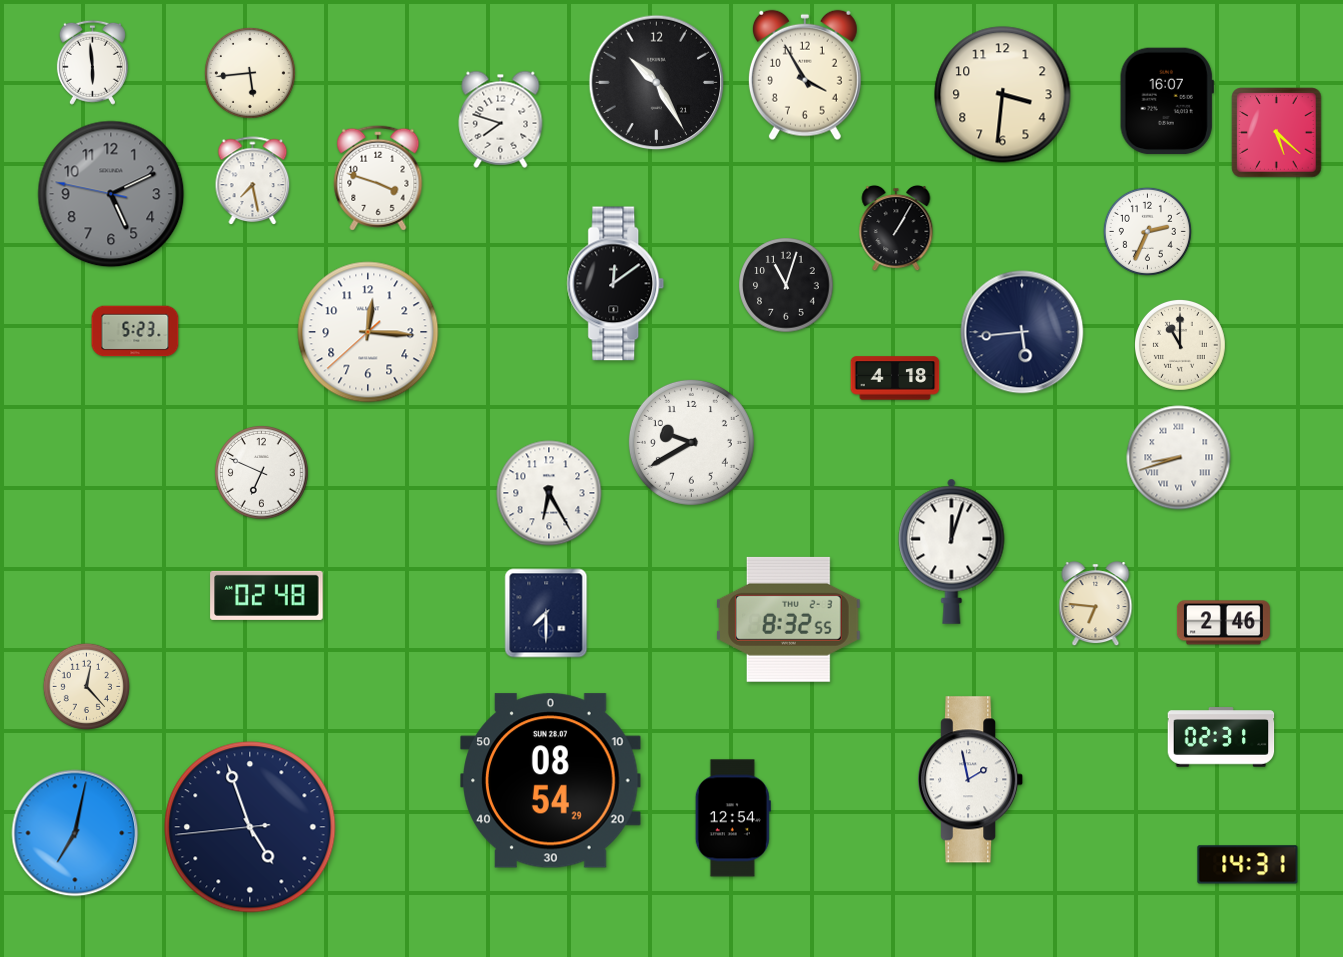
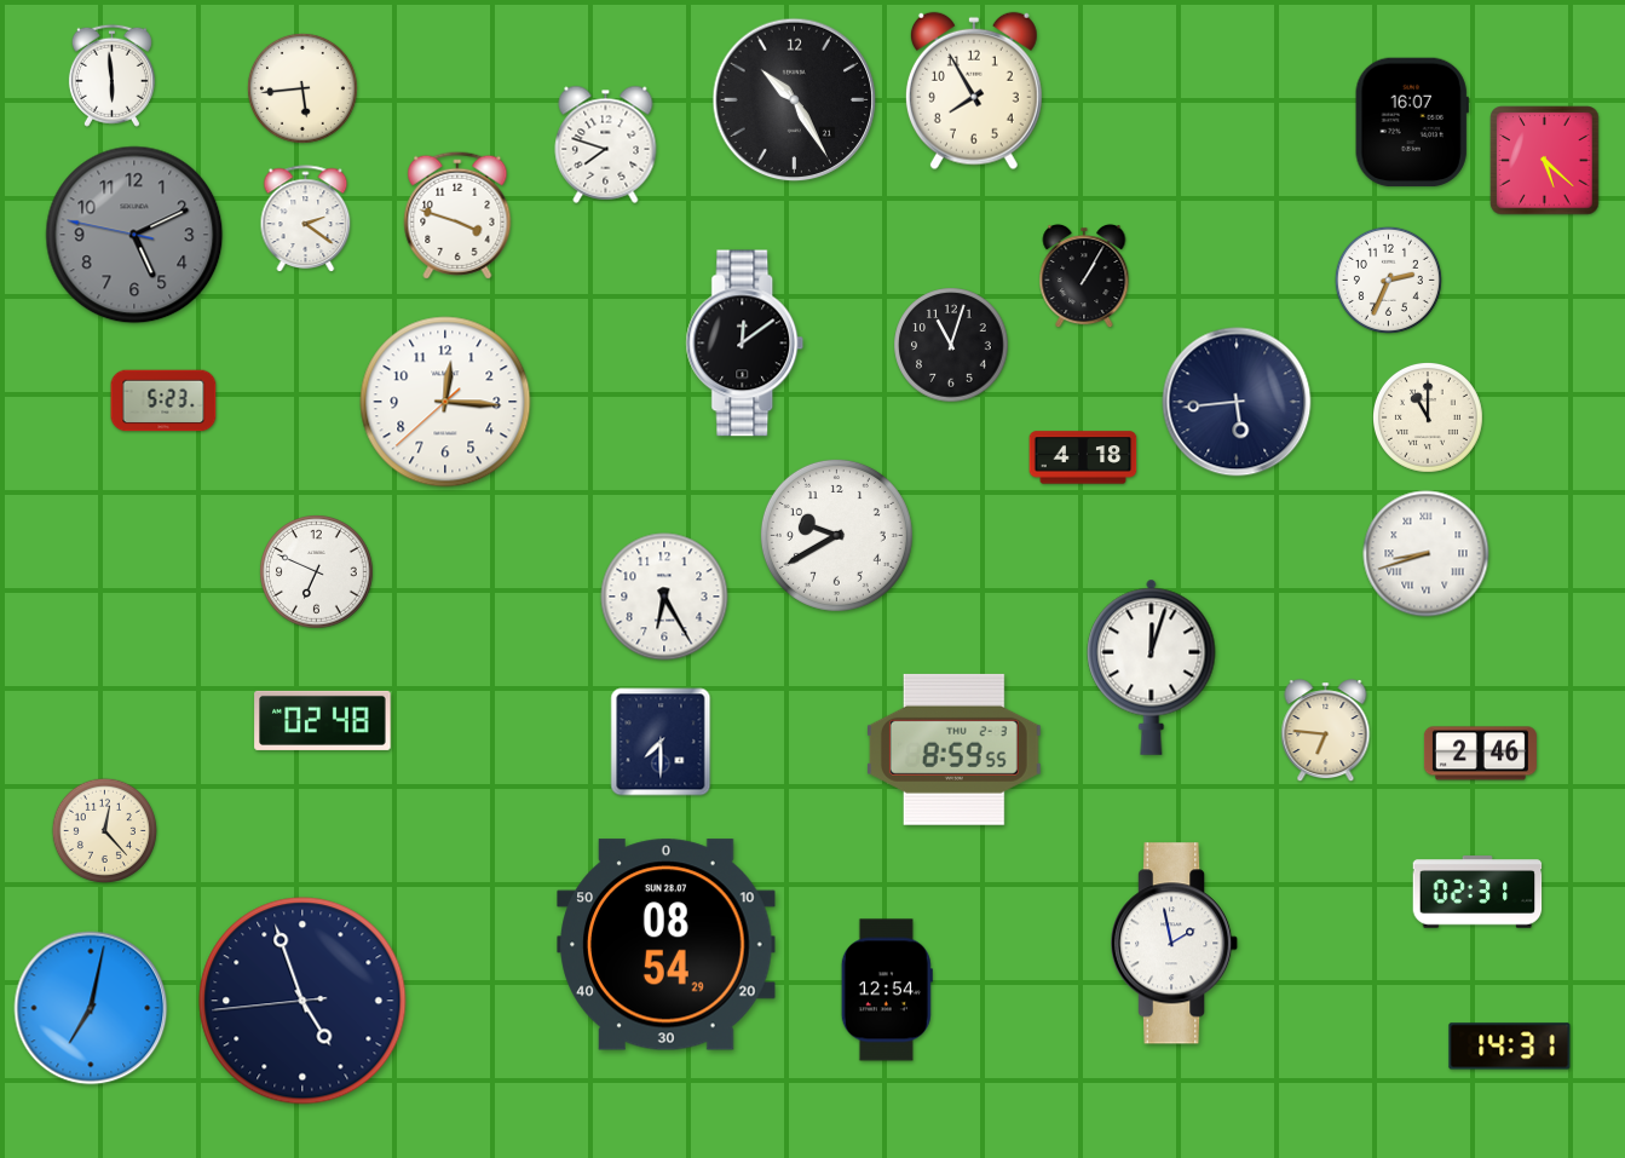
clock at (805, 75): 3:55 -> 7:55
clock at (1003, 95): 3:31 -> none
clock at (253, 181): 7:28 -> 2:21
clock at (788, 619): 8:32 -> 8:59
